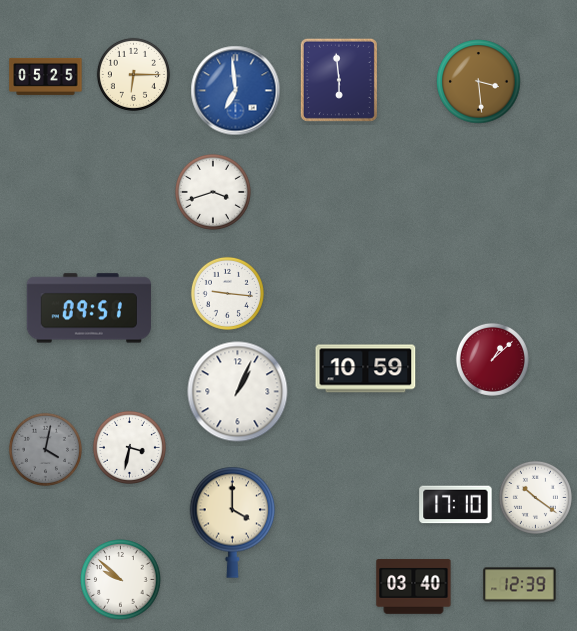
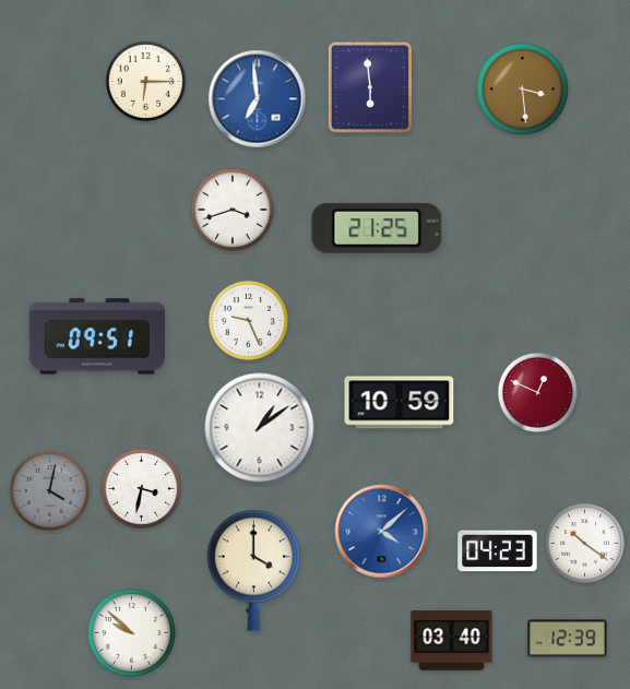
clock at (46, 76): 05:25 -> none
clock at (377, 228): none -> 21:25
clock at (227, 293): 9:16 -> 9:26
clock at (492, 359): 1:08 -> 12:49
clock at (238, 392): 1:04 -> 1:09
clock at (382, 532): none -> 4:08
clock at (456, 505): 17:10 -> 04:23
